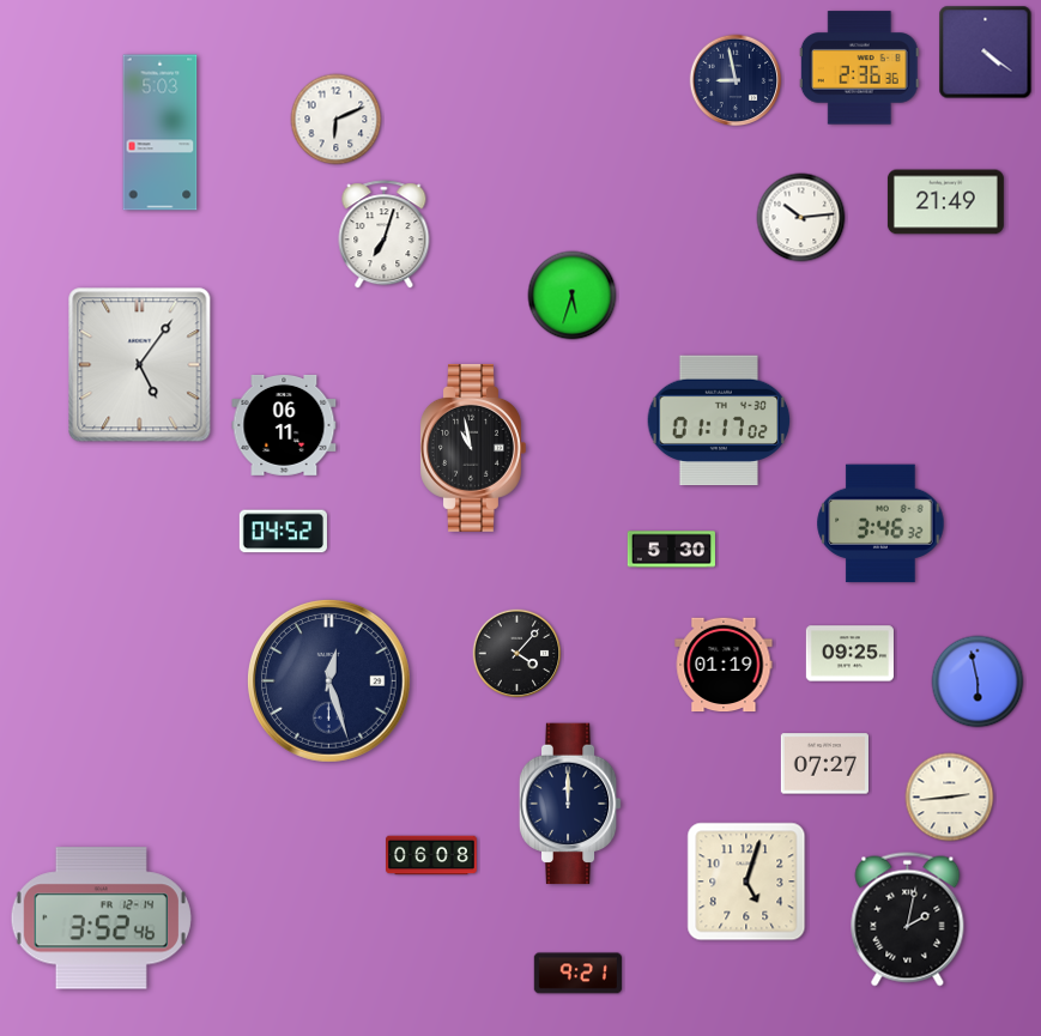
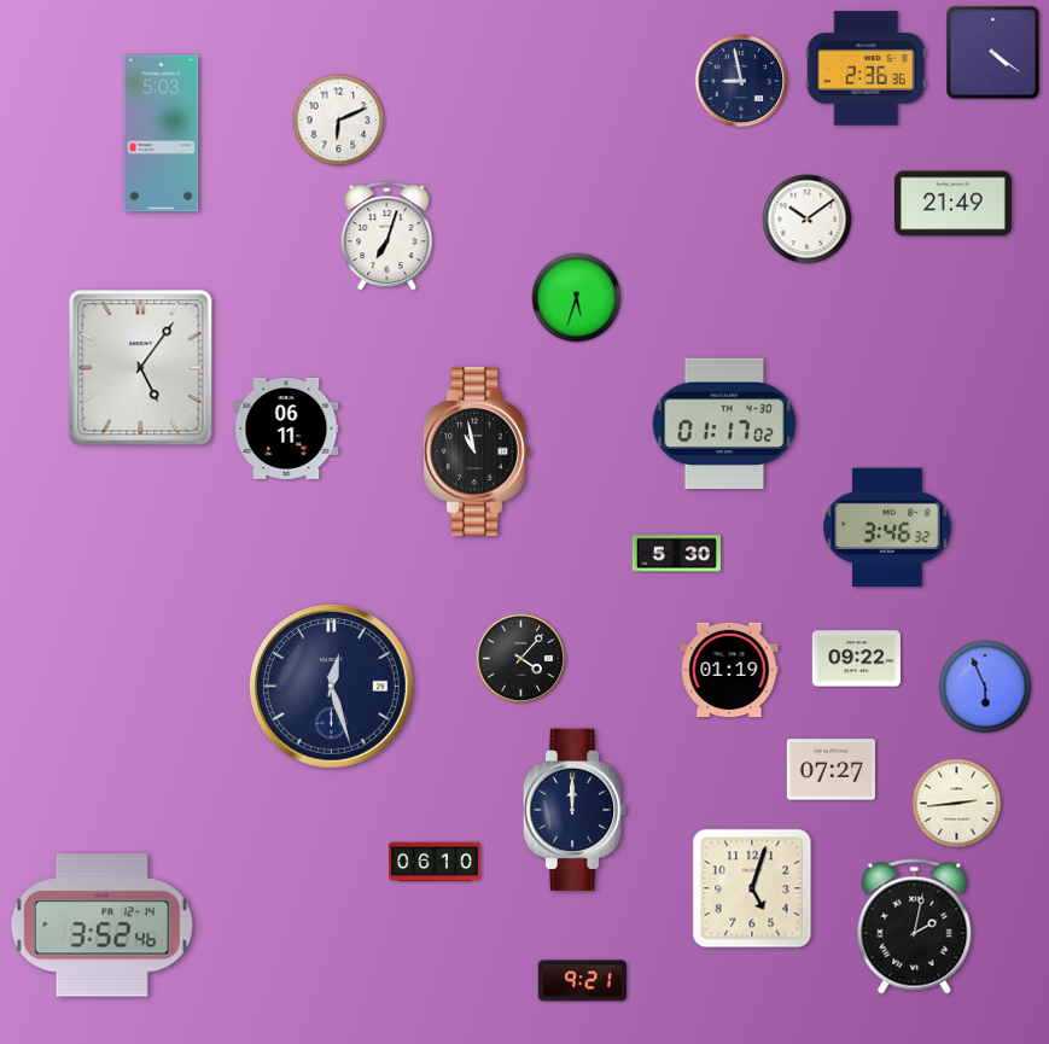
clock at (801, 218): 10:14 -> 10:09
clock at (283, 532): 04:52 -> none
clock at (849, 654): 09:25 -> 09:22
clock at (978, 681): 5:58 -> 5:56
clock at (432, 855): 06:08 -> 06:10
